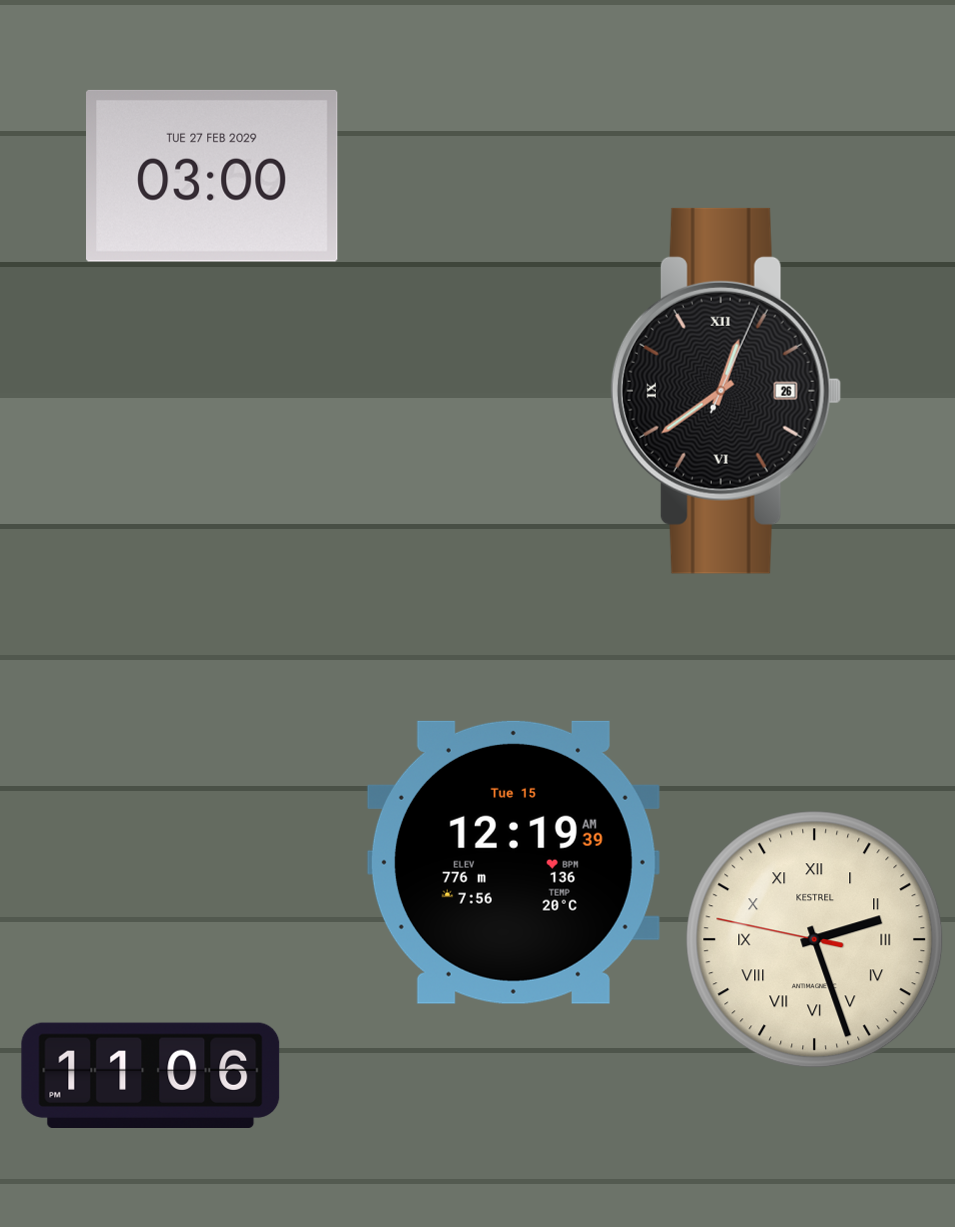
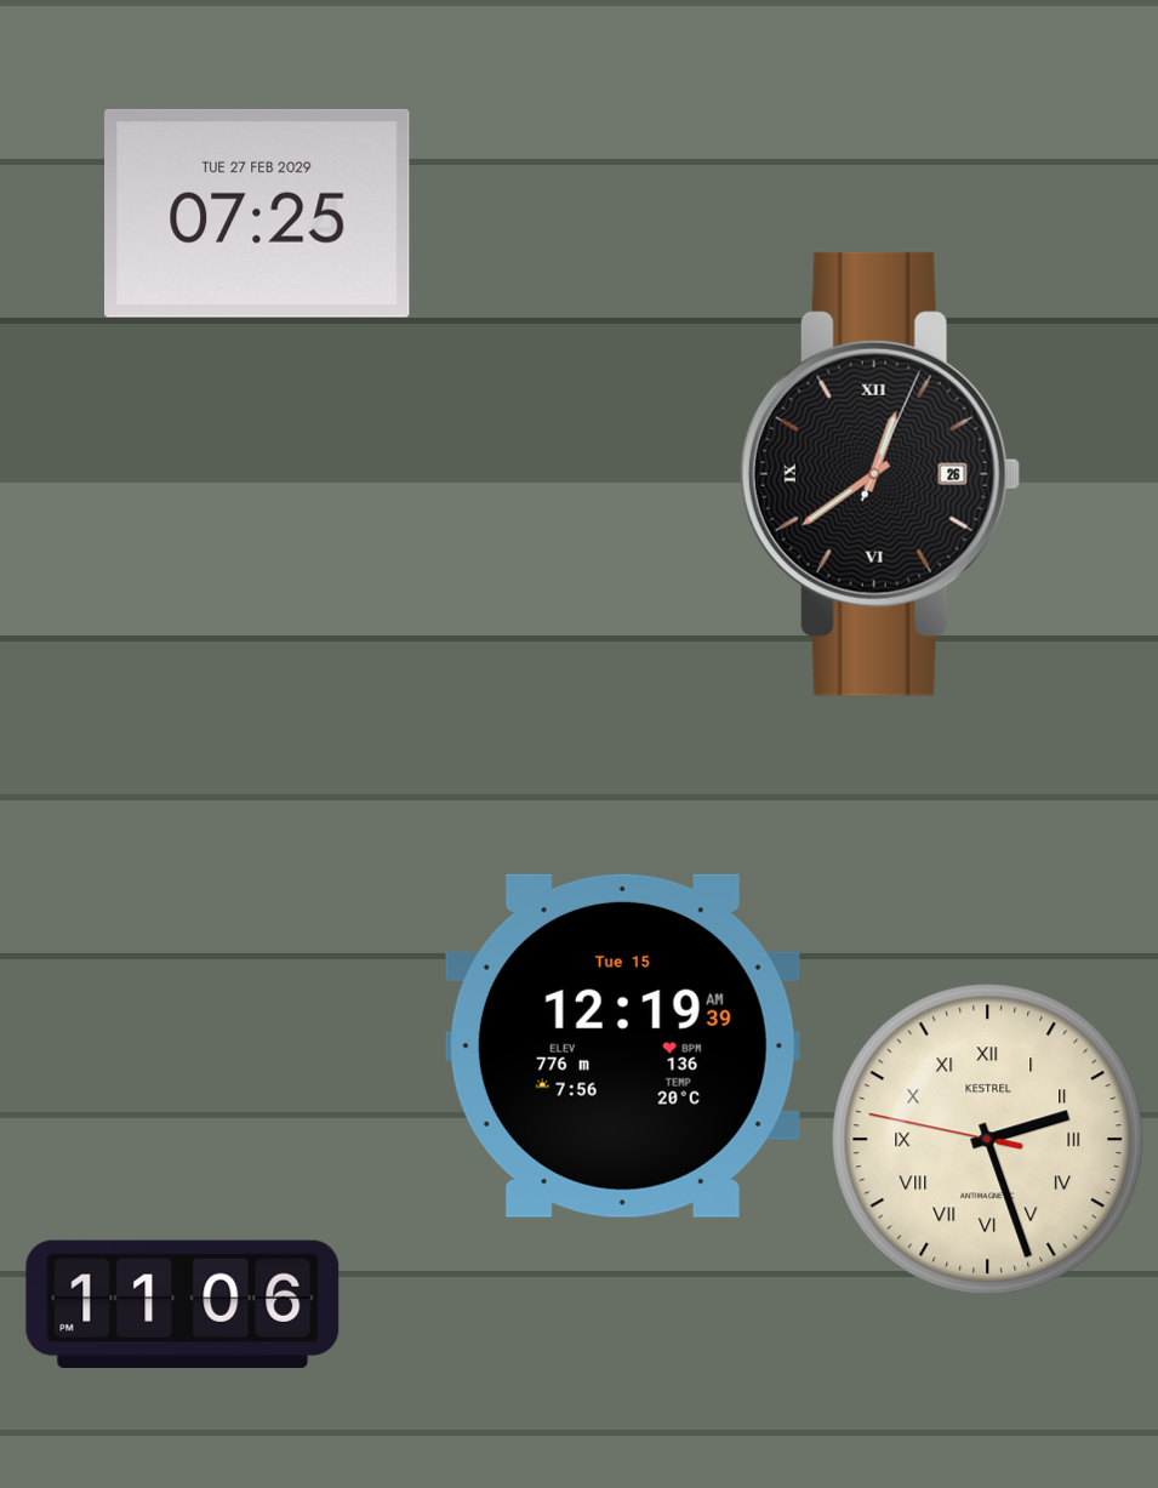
clock at (213, 176): 03:00 -> 07:25
